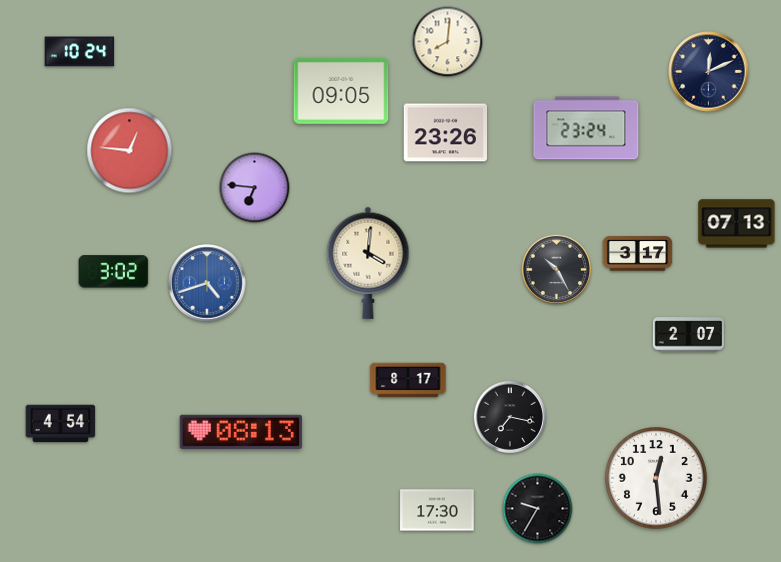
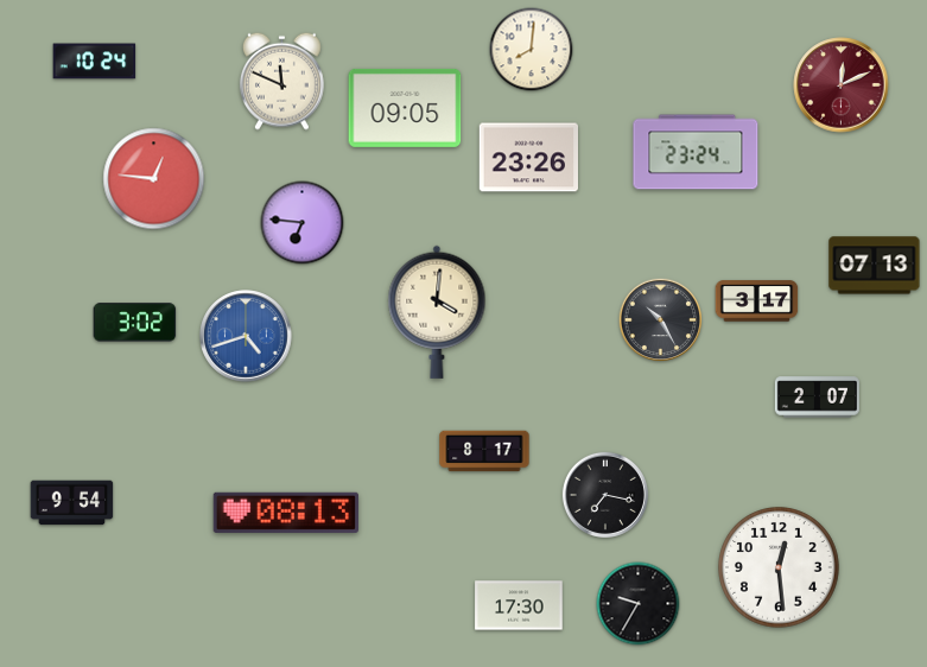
clock at (282, 81): none -> 11:49
clock at (709, 72) dial: navy -> burgundy
clock at (61, 424): 4:54 -> 9:54
